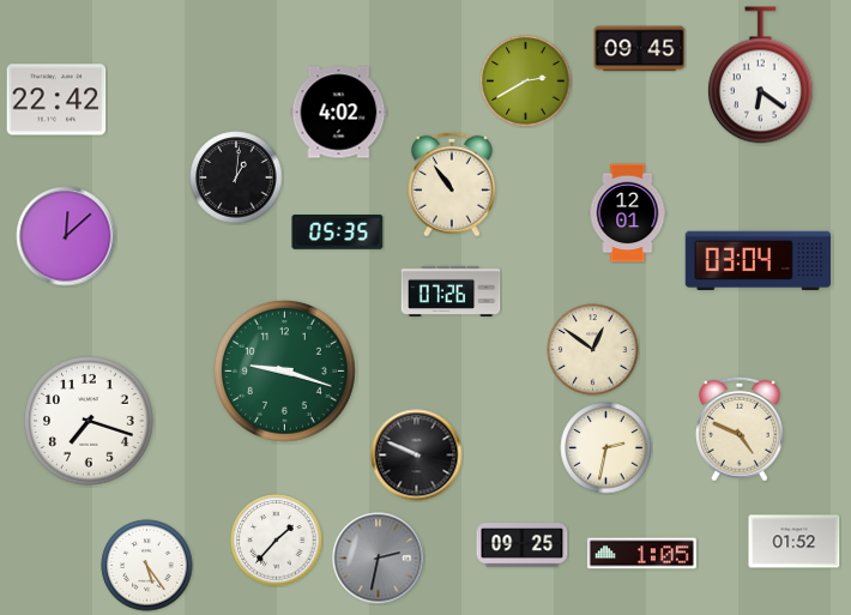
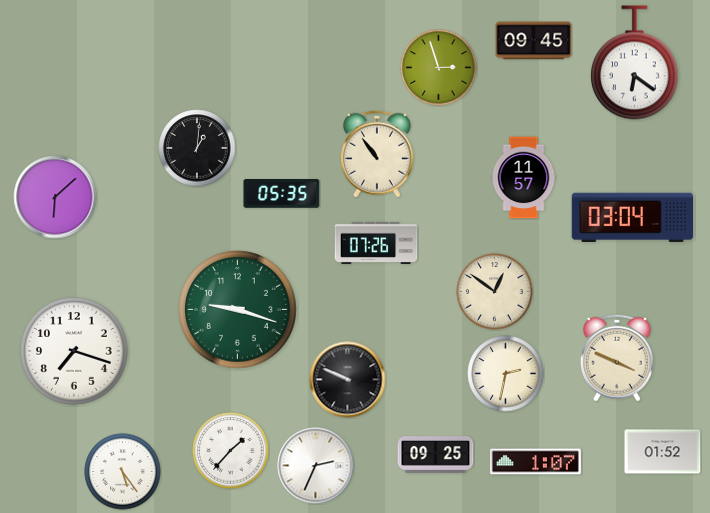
clock at (526, 82): 2:40 -> 2:57
clock at (56, 100): 22:42 -> none
clock at (339, 113): 4:02 -> none
clock at (628, 213): 12:01 -> 11:57
clock at (66, 236): 12:08 -> 6:08
clock at (740, 429): 4:49 -> 3:49
clock at (641, 554): 1:05 -> 1:07
clock at (379, 559): 2:32 -> 2:34
clock at (379, 559) dial: grey -> white
